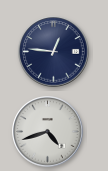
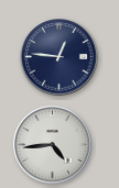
clock at (48, 132): 4:42 -> 4:44
